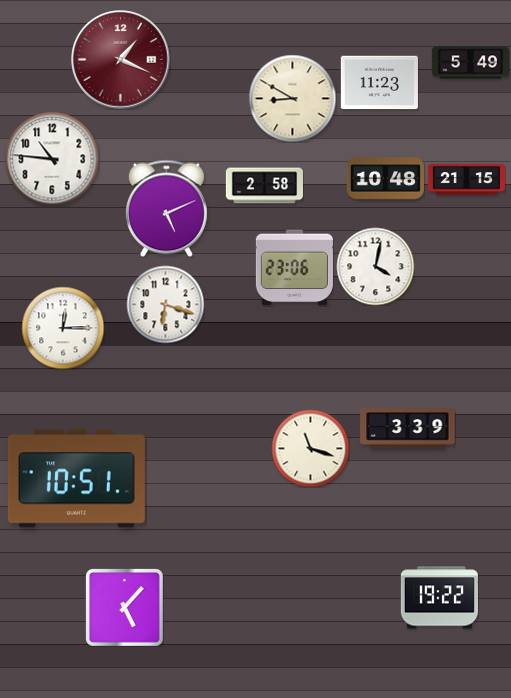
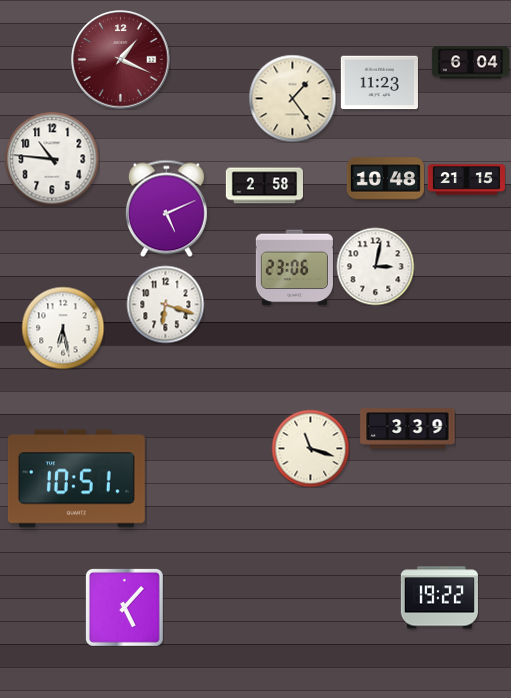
clock at (470, 63): 5:49 -> 6:04
clock at (292, 98): 8:50 -> 1:24
clock at (375, 266): 4:02 -> 3:02
clock at (63, 328): 12:15 -> 6:28
